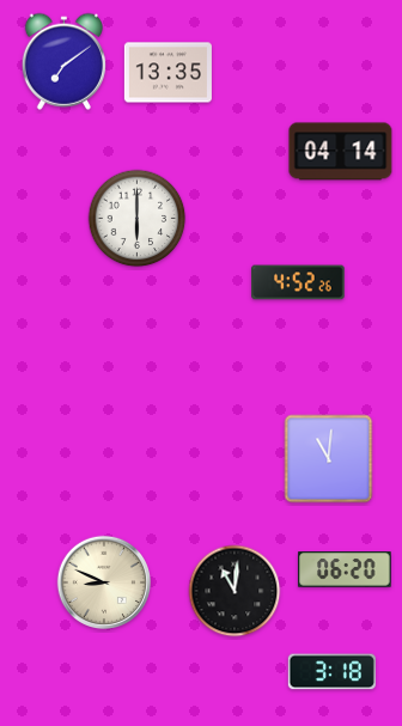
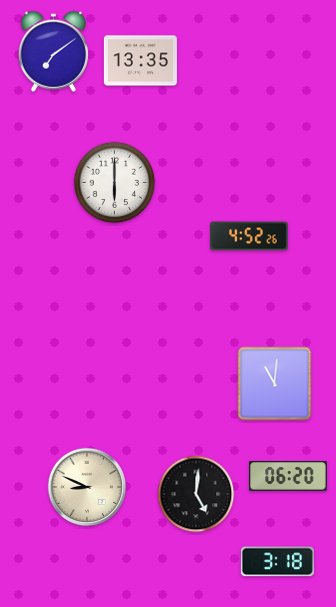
clock at (341, 152): 04:14 -> none
clock at (234, 591): 11:01 -> 5:01
